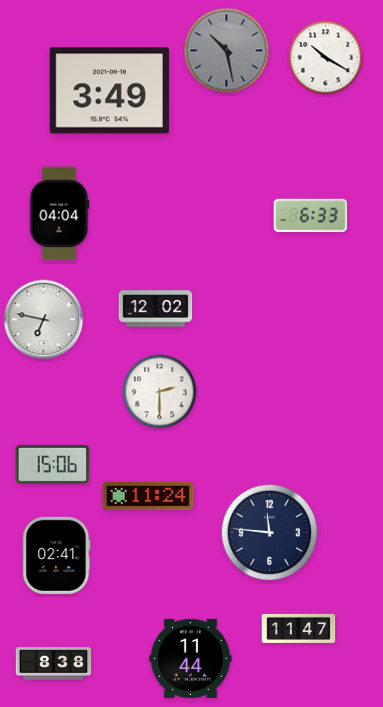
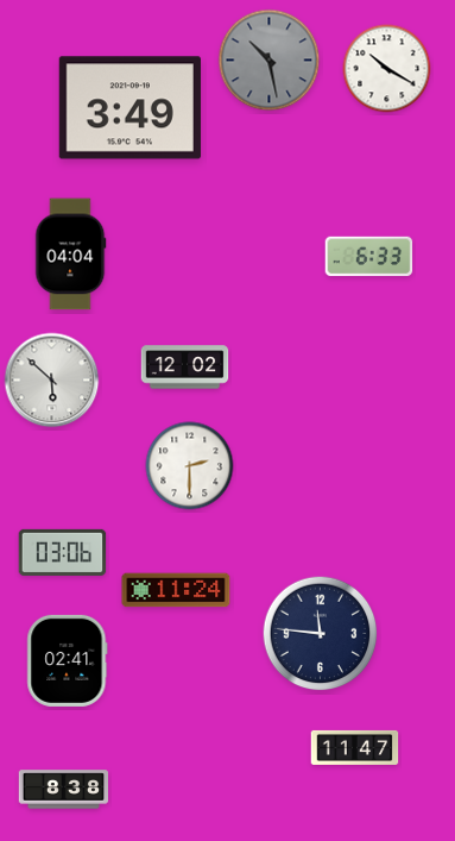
clock at (44, 320): 6:47 -> 5:52
clock at (53, 464): 15:06 -> 03:06
clock at (191, 658): 11:44 -> none
